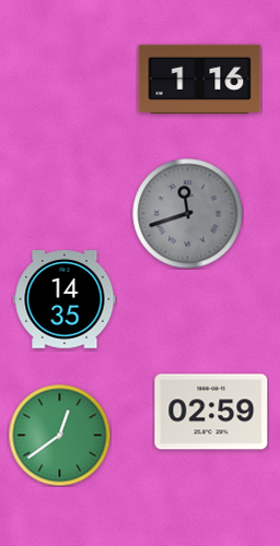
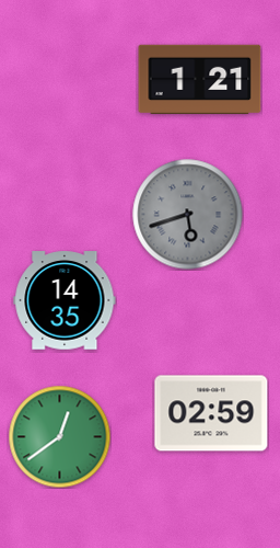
clock at (200, 79): 1:16 -> 1:21
clock at (188, 214): 11:42 -> 5:42
